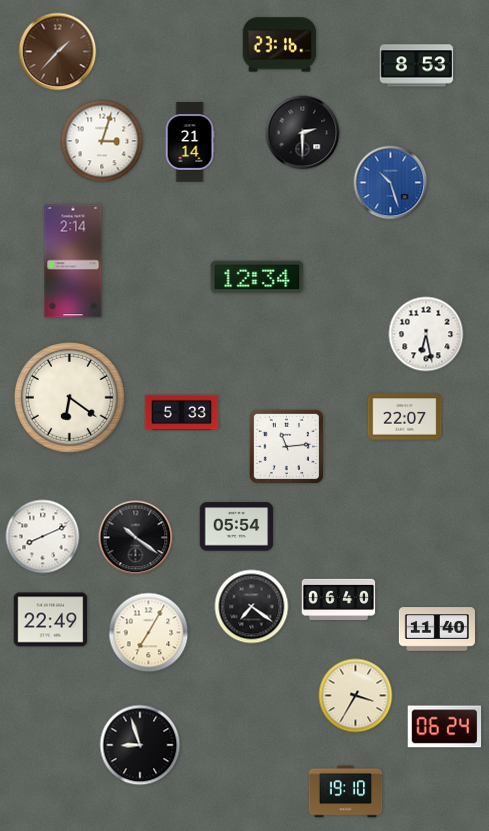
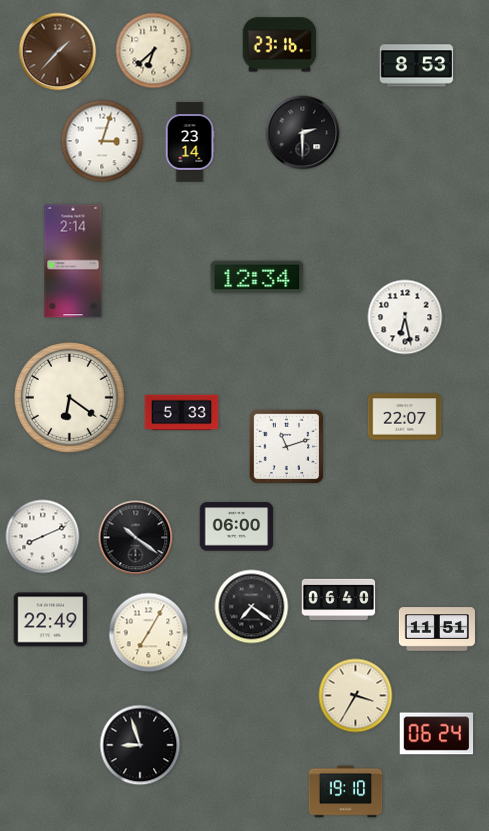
clock at (154, 51): none -> 6:38
clock at (190, 142): 21:14 -> 23:14
clock at (391, 183): 10:27 -> none
clock at (426, 334) position: (426, 334) -> (405, 317)
clock at (286, 446): 11:14 -> 11:12
clock at (237, 527): 05:54 -> 06:00
clock at (437, 629): 11:40 -> 11:51
clock at (445, 727) position: (445, 727) -> (437, 734)
